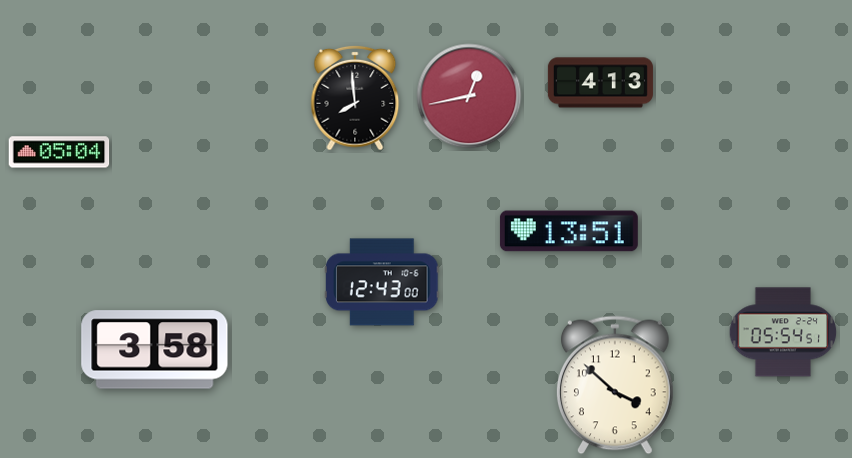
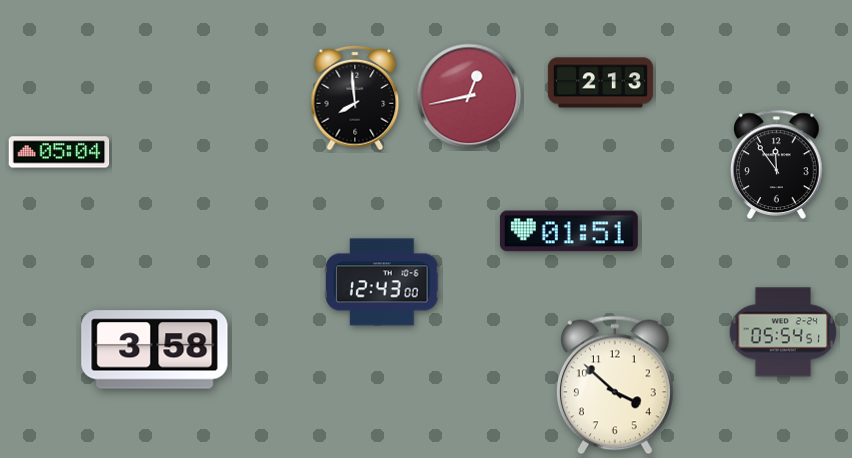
clock at (600, 83): 4:13 -> 2:13
clock at (777, 164): none -> 11:54
clock at (569, 231): 13:51 -> 01:51
